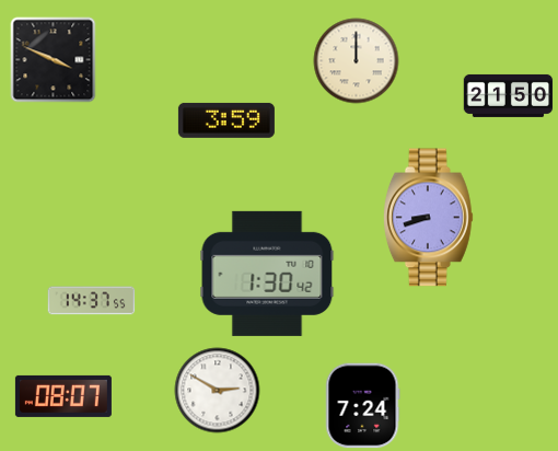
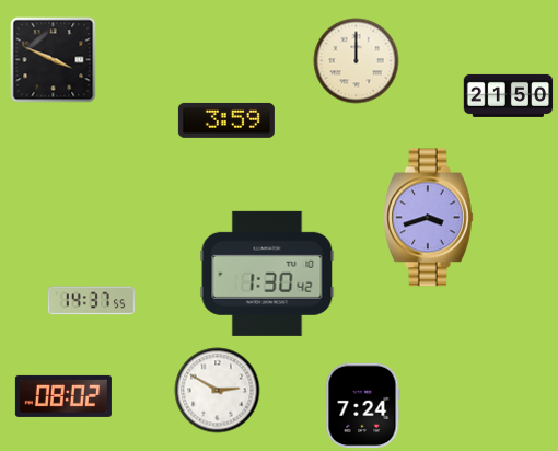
clock at (429, 218): 8:42 -> 3:42
clock at (63, 396): 08:07 -> 08:02
